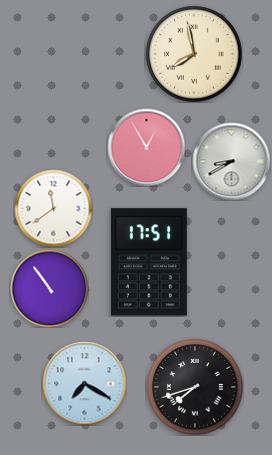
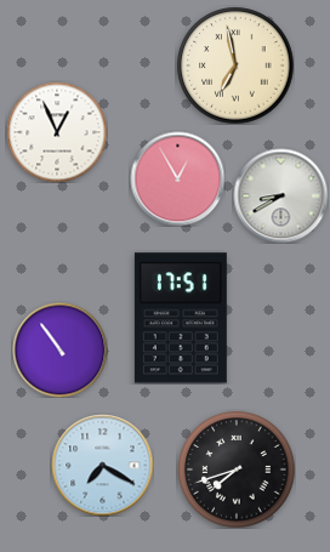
clock at (194, 54): 7:58 -> 6:58
clock at (57, 132): none -> 12:56
clock at (53, 208): 11:39 -> none
